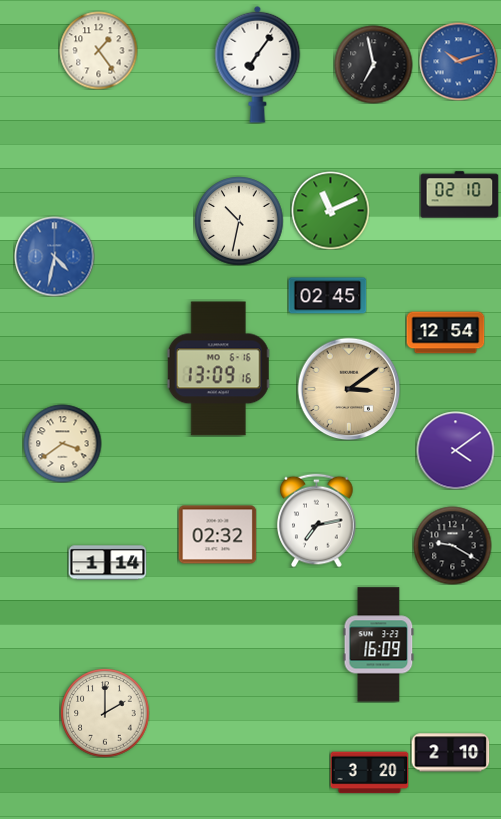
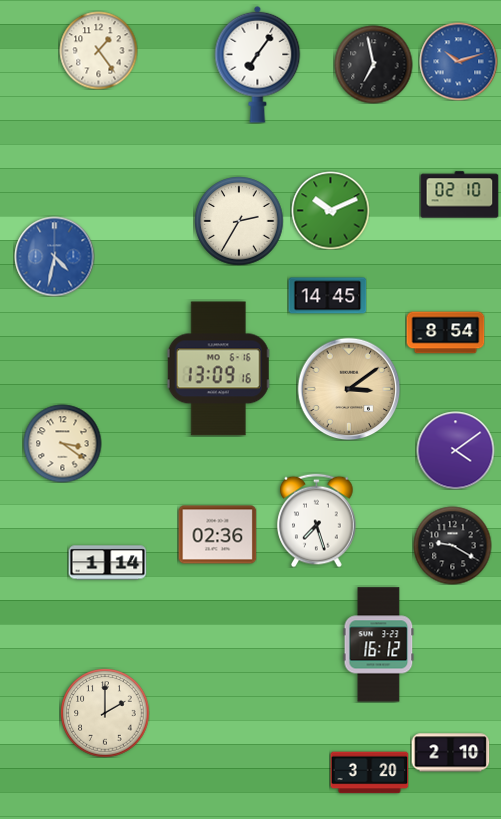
clock at (330, 210): 11:11 -> 10:11
clock at (239, 221): 10:32 -> 2:35
clock at (327, 296): 02:45 -> 14:45
clock at (445, 333): 12:54 -> 8:54
clock at (62, 443): 3:39 -> 3:21
clock at (317, 520): 7:13 -> 7:27
clock at (217, 535): 02:32 -> 02:36
clock at (379, 645): 16:09 -> 16:12
